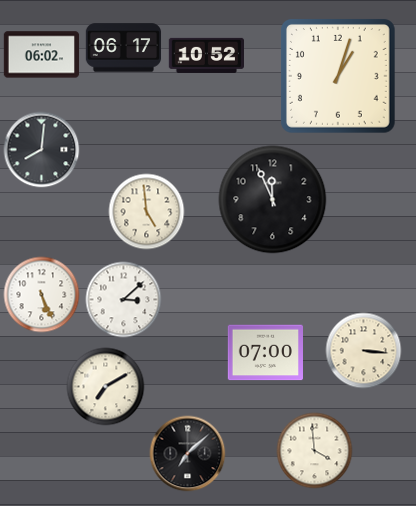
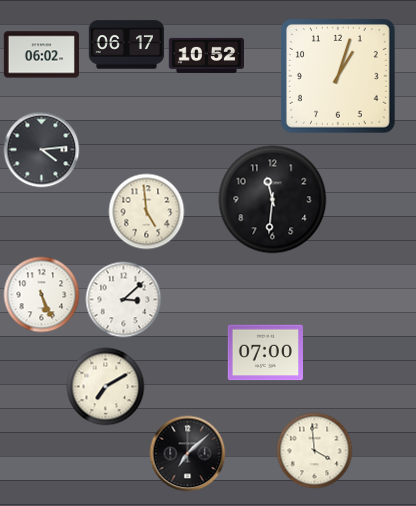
clock at (124, 48) position: (124, 48) -> (127, 45)
clock at (42, 150): 8:01 -> 4:14
clock at (273, 200): 11:56 -> 11:31
clock at (364, 351): 3:16 -> none
